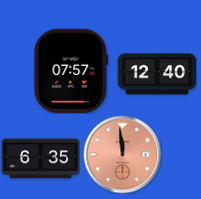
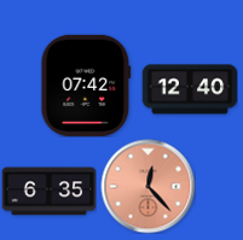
clock at (71, 71): 07:57 -> 07:42
clock at (122, 154): 11:59 -> 12:23
